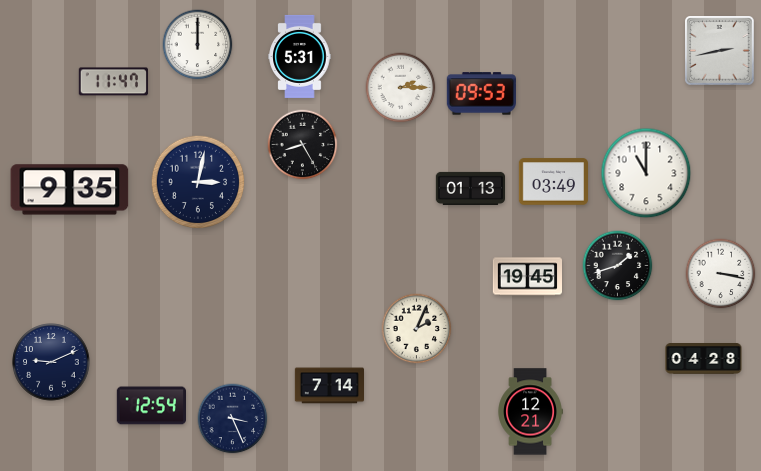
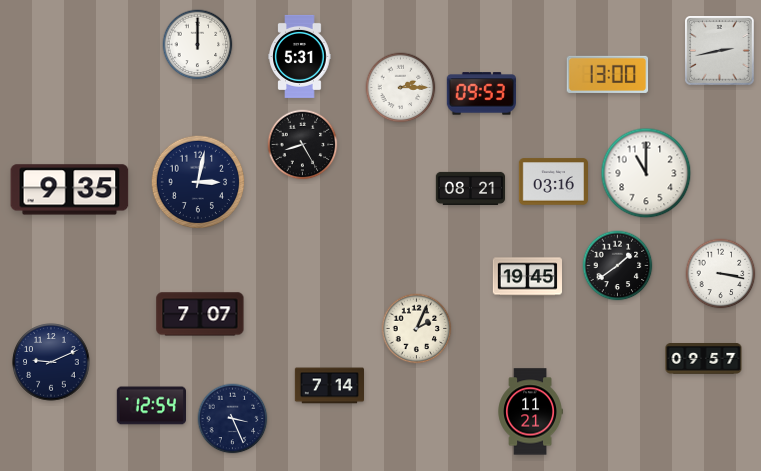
clock at (608, 74): none -> 13:00
clock at (113, 82): 11:47 -> none
clock at (553, 182): 03:49 -> 03:16
clock at (471, 188): 01:13 -> 08:21
clock at (618, 266): 1:42 -> 1:39
clock at (200, 314): none -> 7:07
clock at (704, 359): 04:28 -> 09:57
clock at (530, 412): 12:21 -> 11:21
